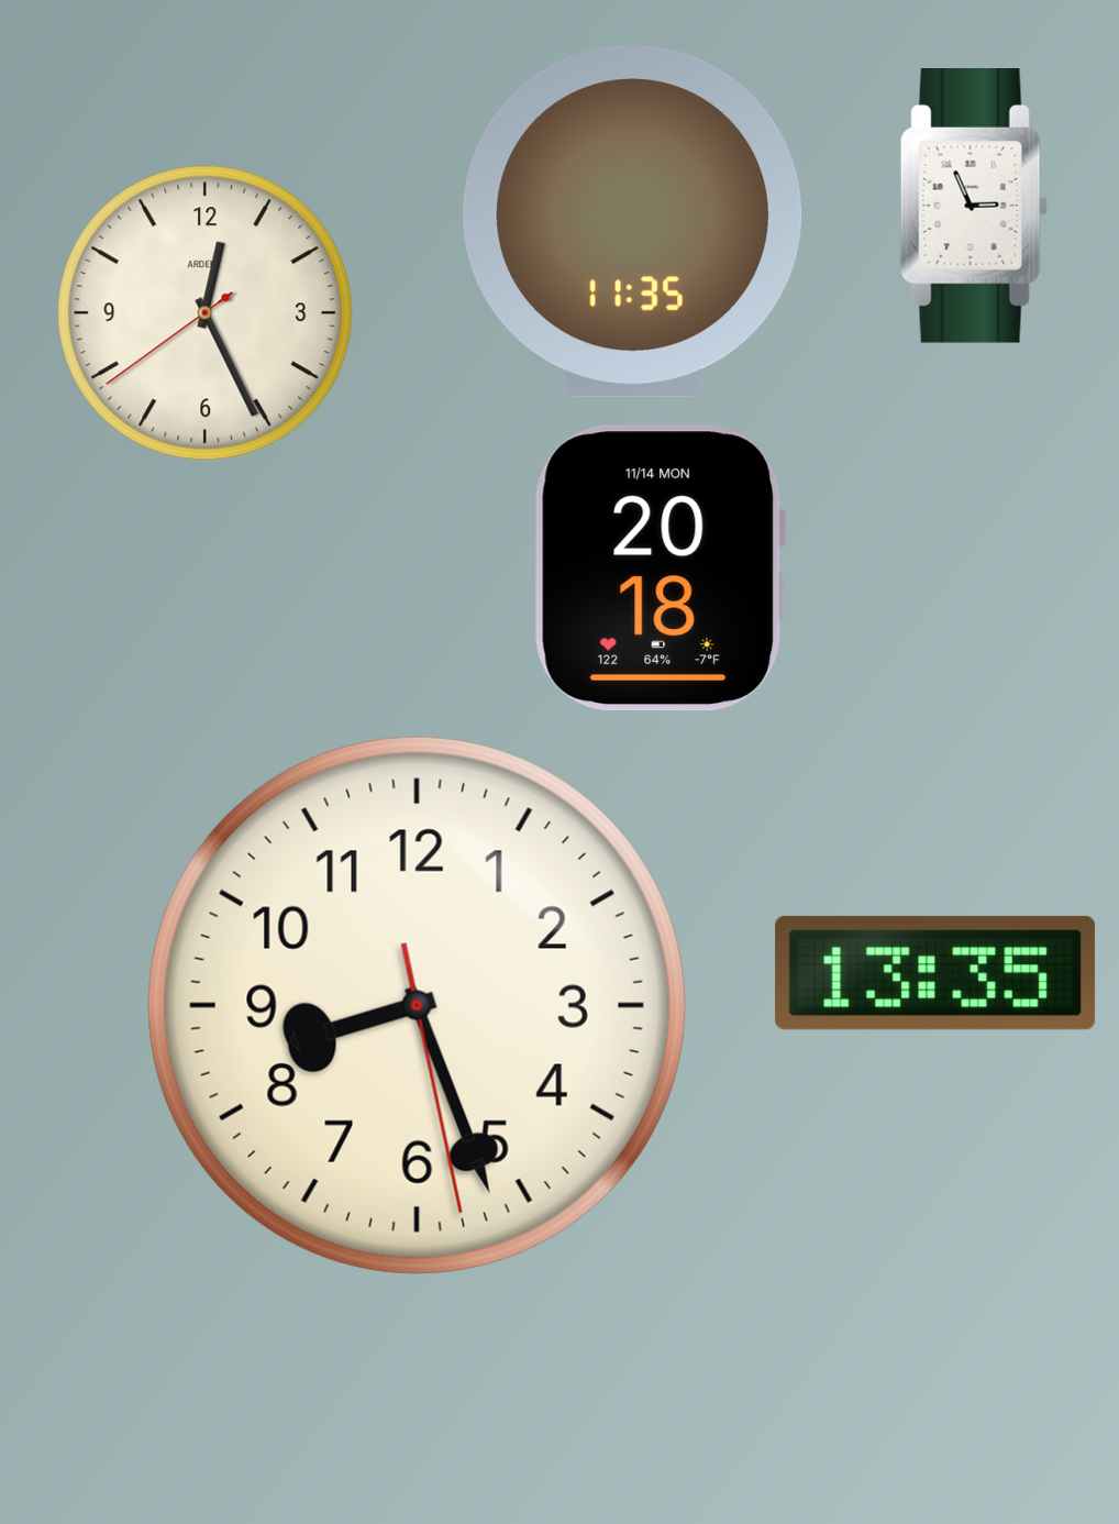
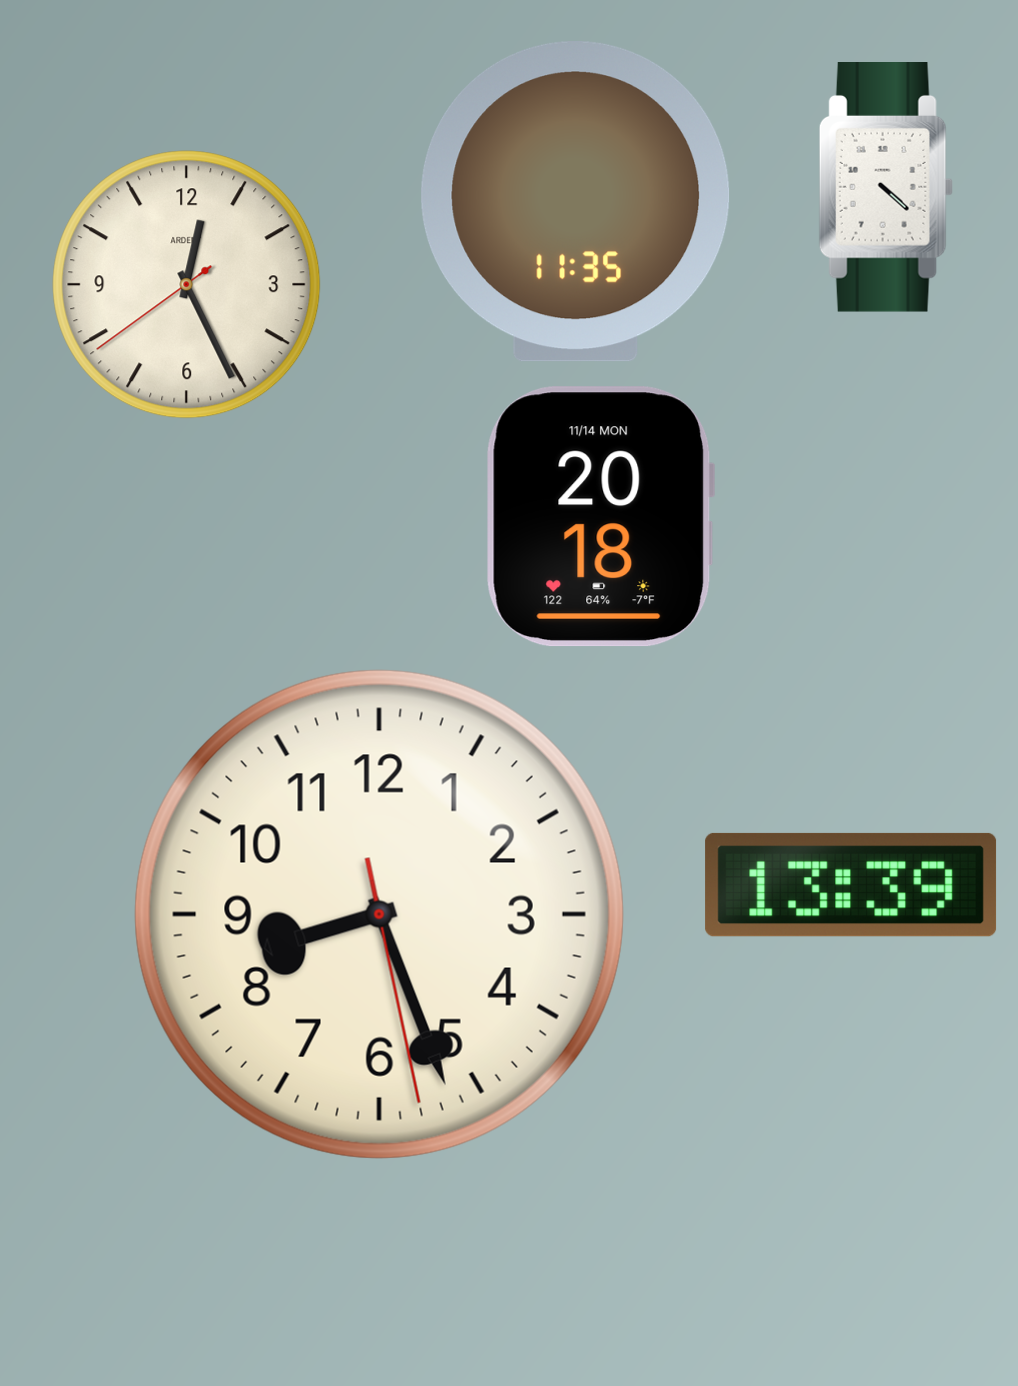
clock at (974, 207): 2:56 -> 4:22
clock at (935, 973): 13:35 -> 13:39
